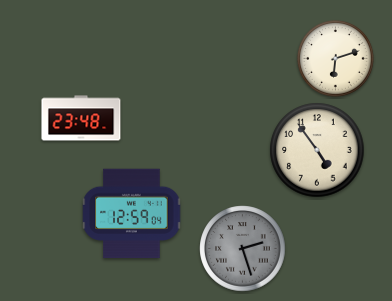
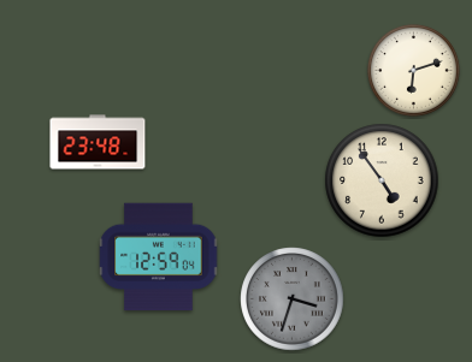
clock at (335, 58) position: (335, 58) -> (413, 70)
clock at (243, 249): 2:27 -> 3:33
